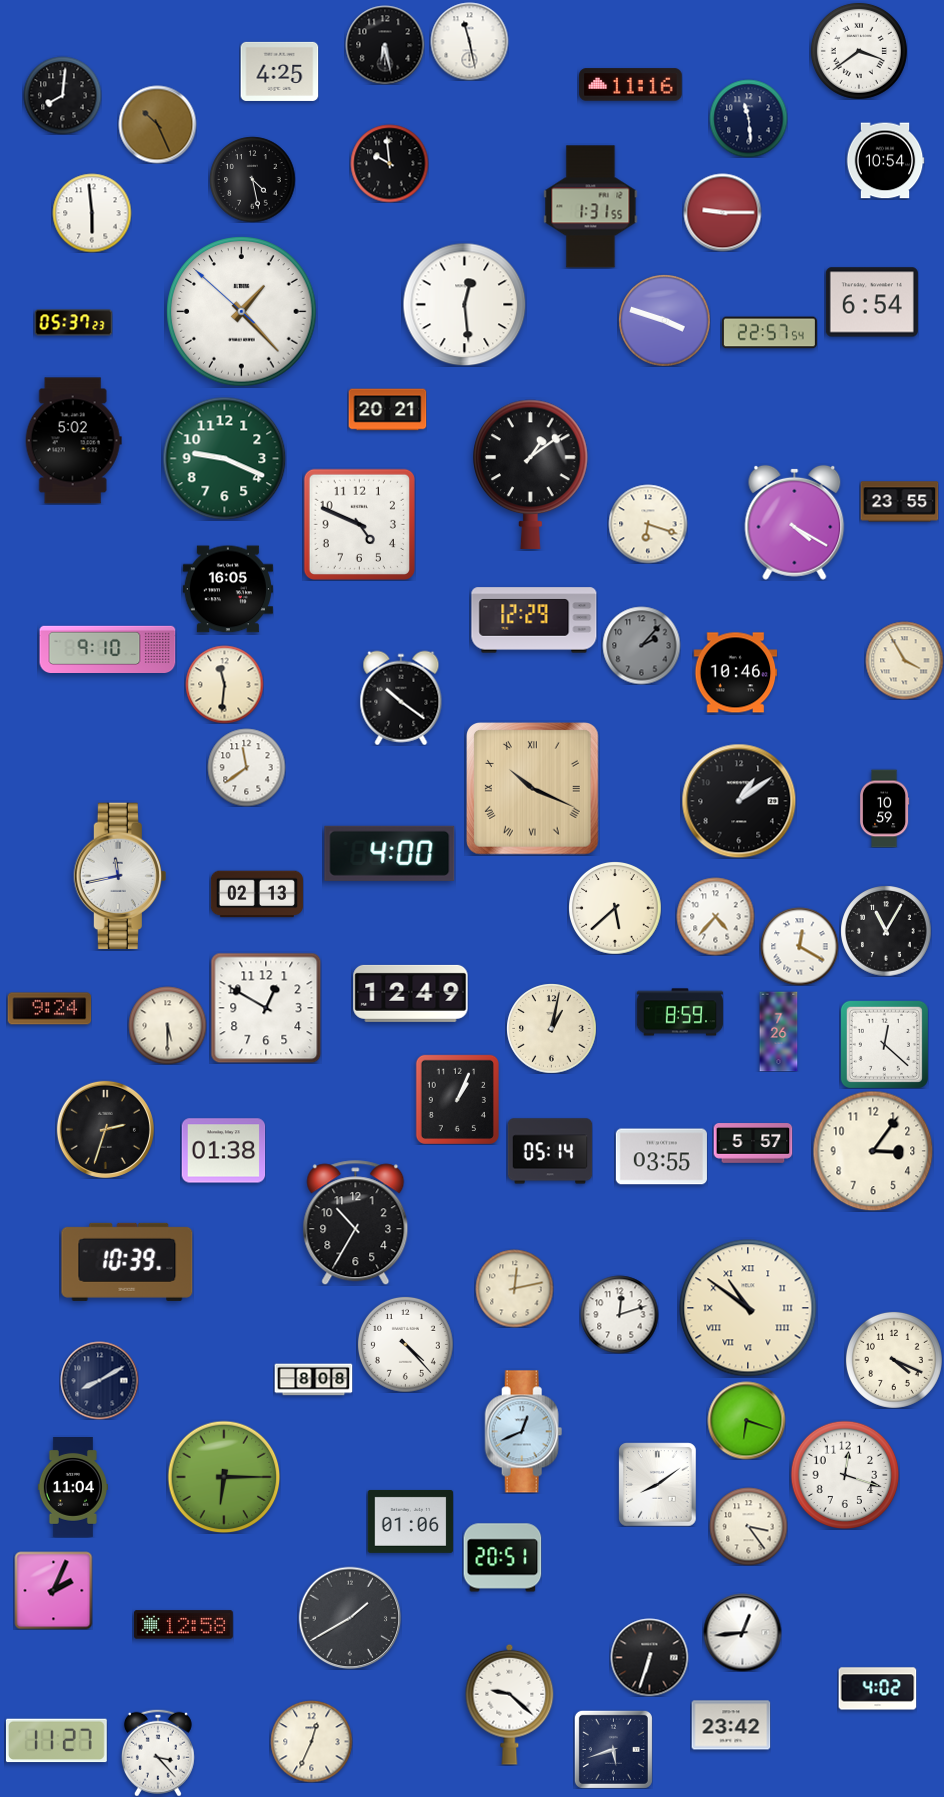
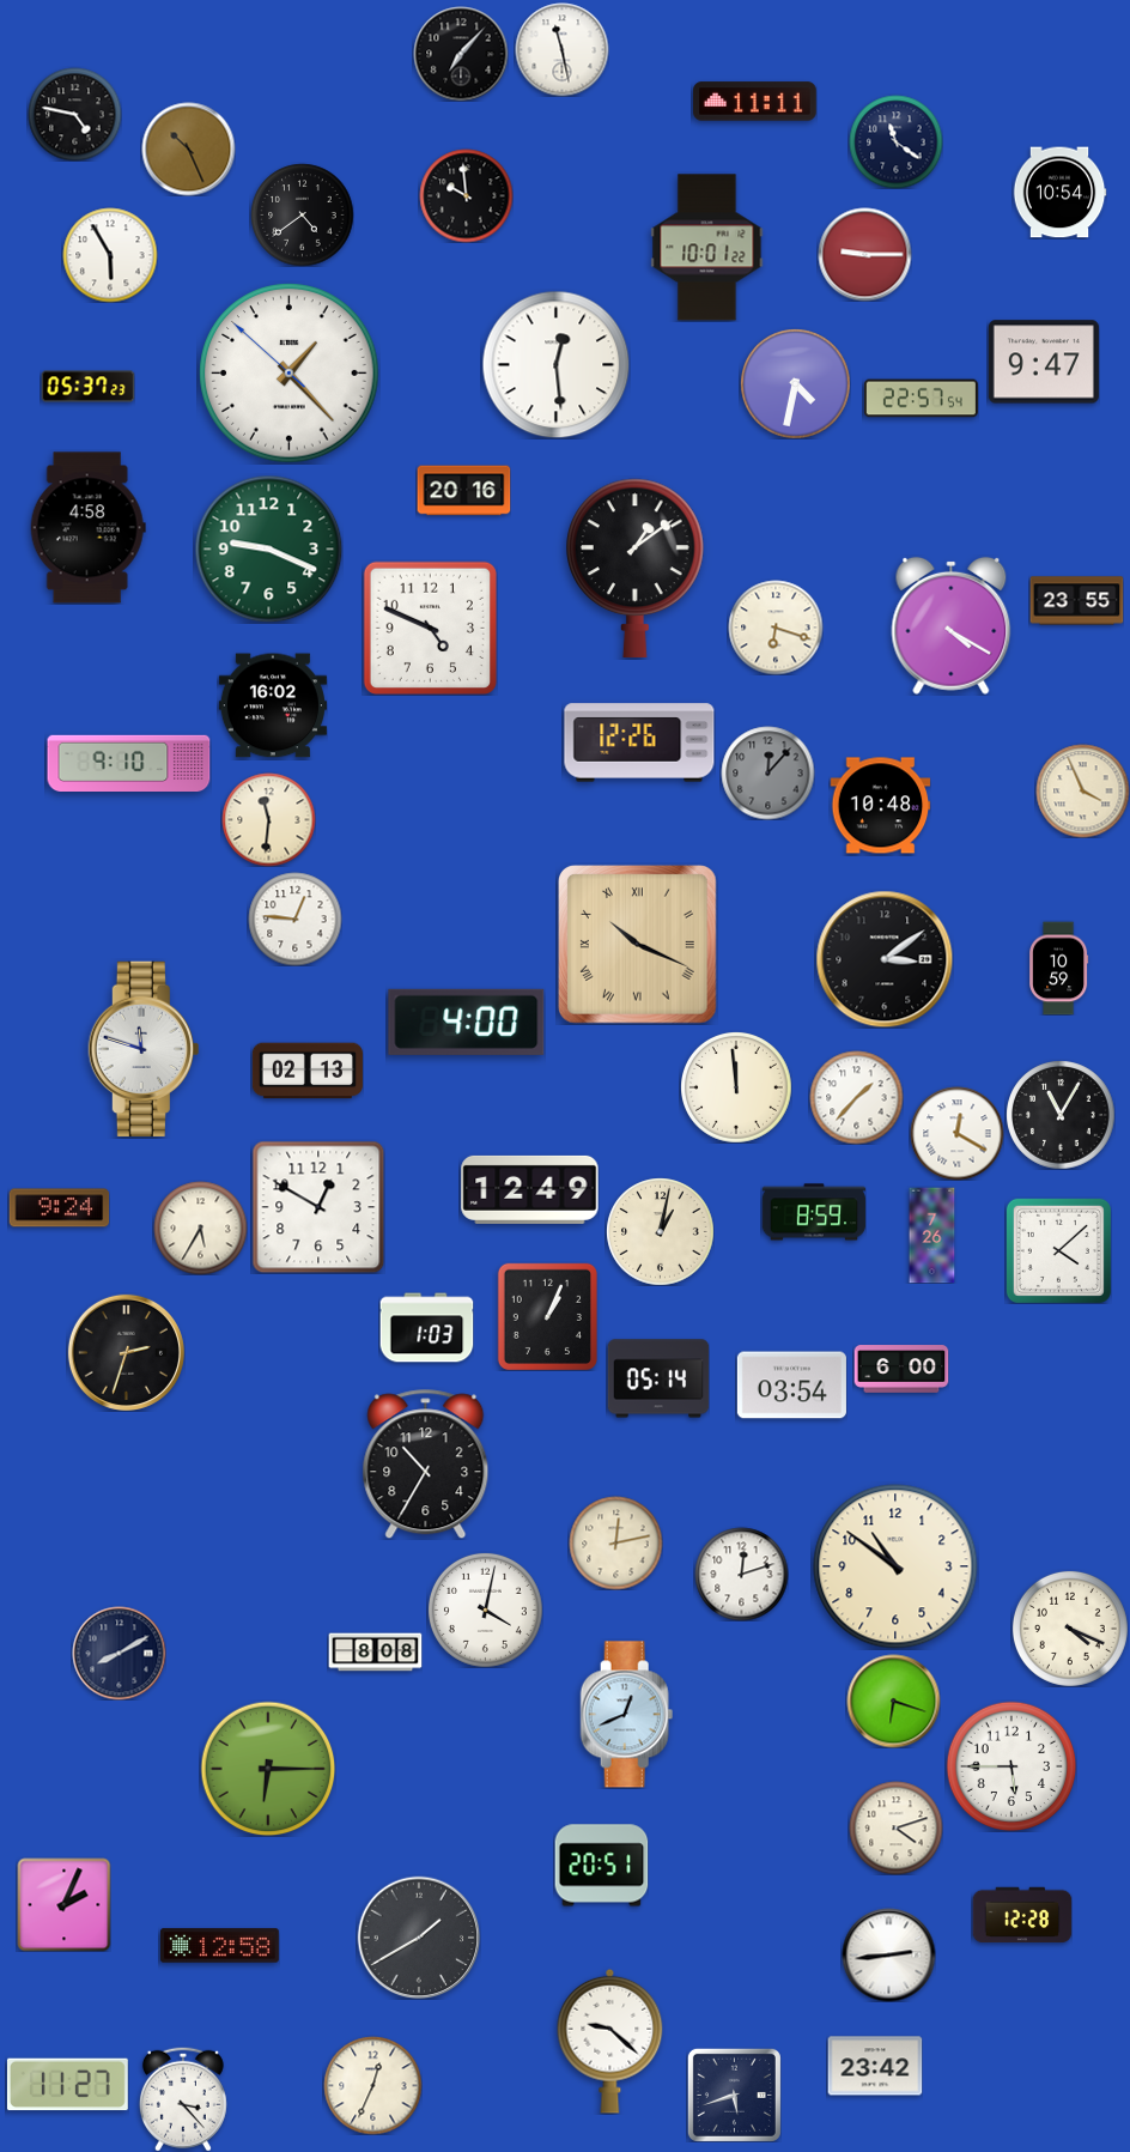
clock at (385, 45): 6:28 -> 7:07
clock at (859, 51): 3:39 -> none
clock at (279, 71): 4:25 -> none
clock at (631, 85): 11:16 -> 11:11
clock at (62, 95): 8:01 -> 4:47
clock at (748, 118): 11:29 -> 11:21
clock at (252, 179): 4:28 -> 4:39
clock at (591, 207): 1:31 -> 10:01
clock at (92, 213): 5:59 -> 5:55
clock at (872, 302): 6:54 -> 9:47
clock at (665, 321): 3:48 -> 4:32
clock at (387, 410): 20:21 -> 20:16
clock at (73, 441): 5:02 -> 4:58
clock at (228, 589): 16:05 -> 16:02
clock at (534, 620): 12:29 -> 12:26
clock at (641, 645): 2:07 -> 12:07
clock at (108, 649) position: (108, 649) -> (129, 763)
clock at (904, 660): 3:55 -> 3:56
clock at (735, 673): 10:46 -> 10:48
clock at (401, 698): 10:21 -> none
clock at (246, 767): 11:39 -> 12:46
clock at (739, 801): 1:09 -> 3:09
clock at (120, 876): 11:43 -> 11:48
clock at (615, 908): 5:38 -> 11:59
clock at (715, 916): 4:37 -> 1:37
clock at (411, 993) position: (411, 993) -> (530, 1189)
clock at (167, 1025): 5:30 -> 5:35
clock at (884, 1044): 12:22 -> 4:08
clock at (426, 1328): none -> 1:03
clock at (753, 1143): 5:57 -> 6:00
clock at (223, 1151): 01:38 -> none
clock at (873, 1151): 3:06 -> none
clock at (661, 1157): 03:55 -> 03:54
clock at (127, 1262): 10:39 -> none
clock at (748, 1308) numerals: Roman -> Arabic
clock at (405, 1344): 4:23 -> 4:02
clock at (845, 1475): 12:18 -> 5:45
clock at (658, 1484): 8:09 -> none
clock at (73, 1488): 11:04 -> none
clock at (410, 1521): 01:06 -> none
clock at (748, 1526): 3:24 -> 4:12
clock at (1022, 1915): none -> 12:28
clock at (742, 1632): 12:44 -> 2:44
clock at (649, 1657): 6:33 -> none
clock at (877, 1689): 4:02 -> none
clock at (158, 1753) position: (158, 1753) -> (183, 2099)
